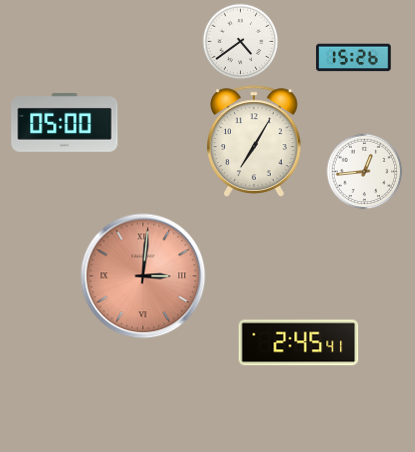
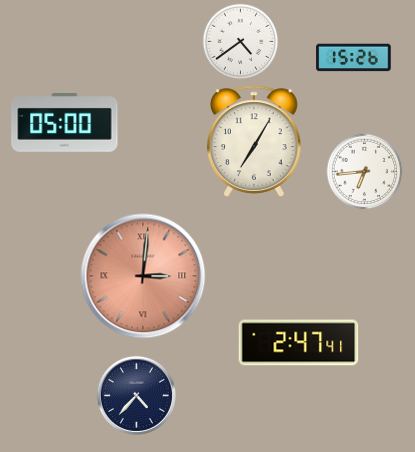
clock at (365, 172): 12:44 -> 6:44
clock at (299, 343): 2:45 -> 2:47
clock at (136, 395): none -> 4:37
